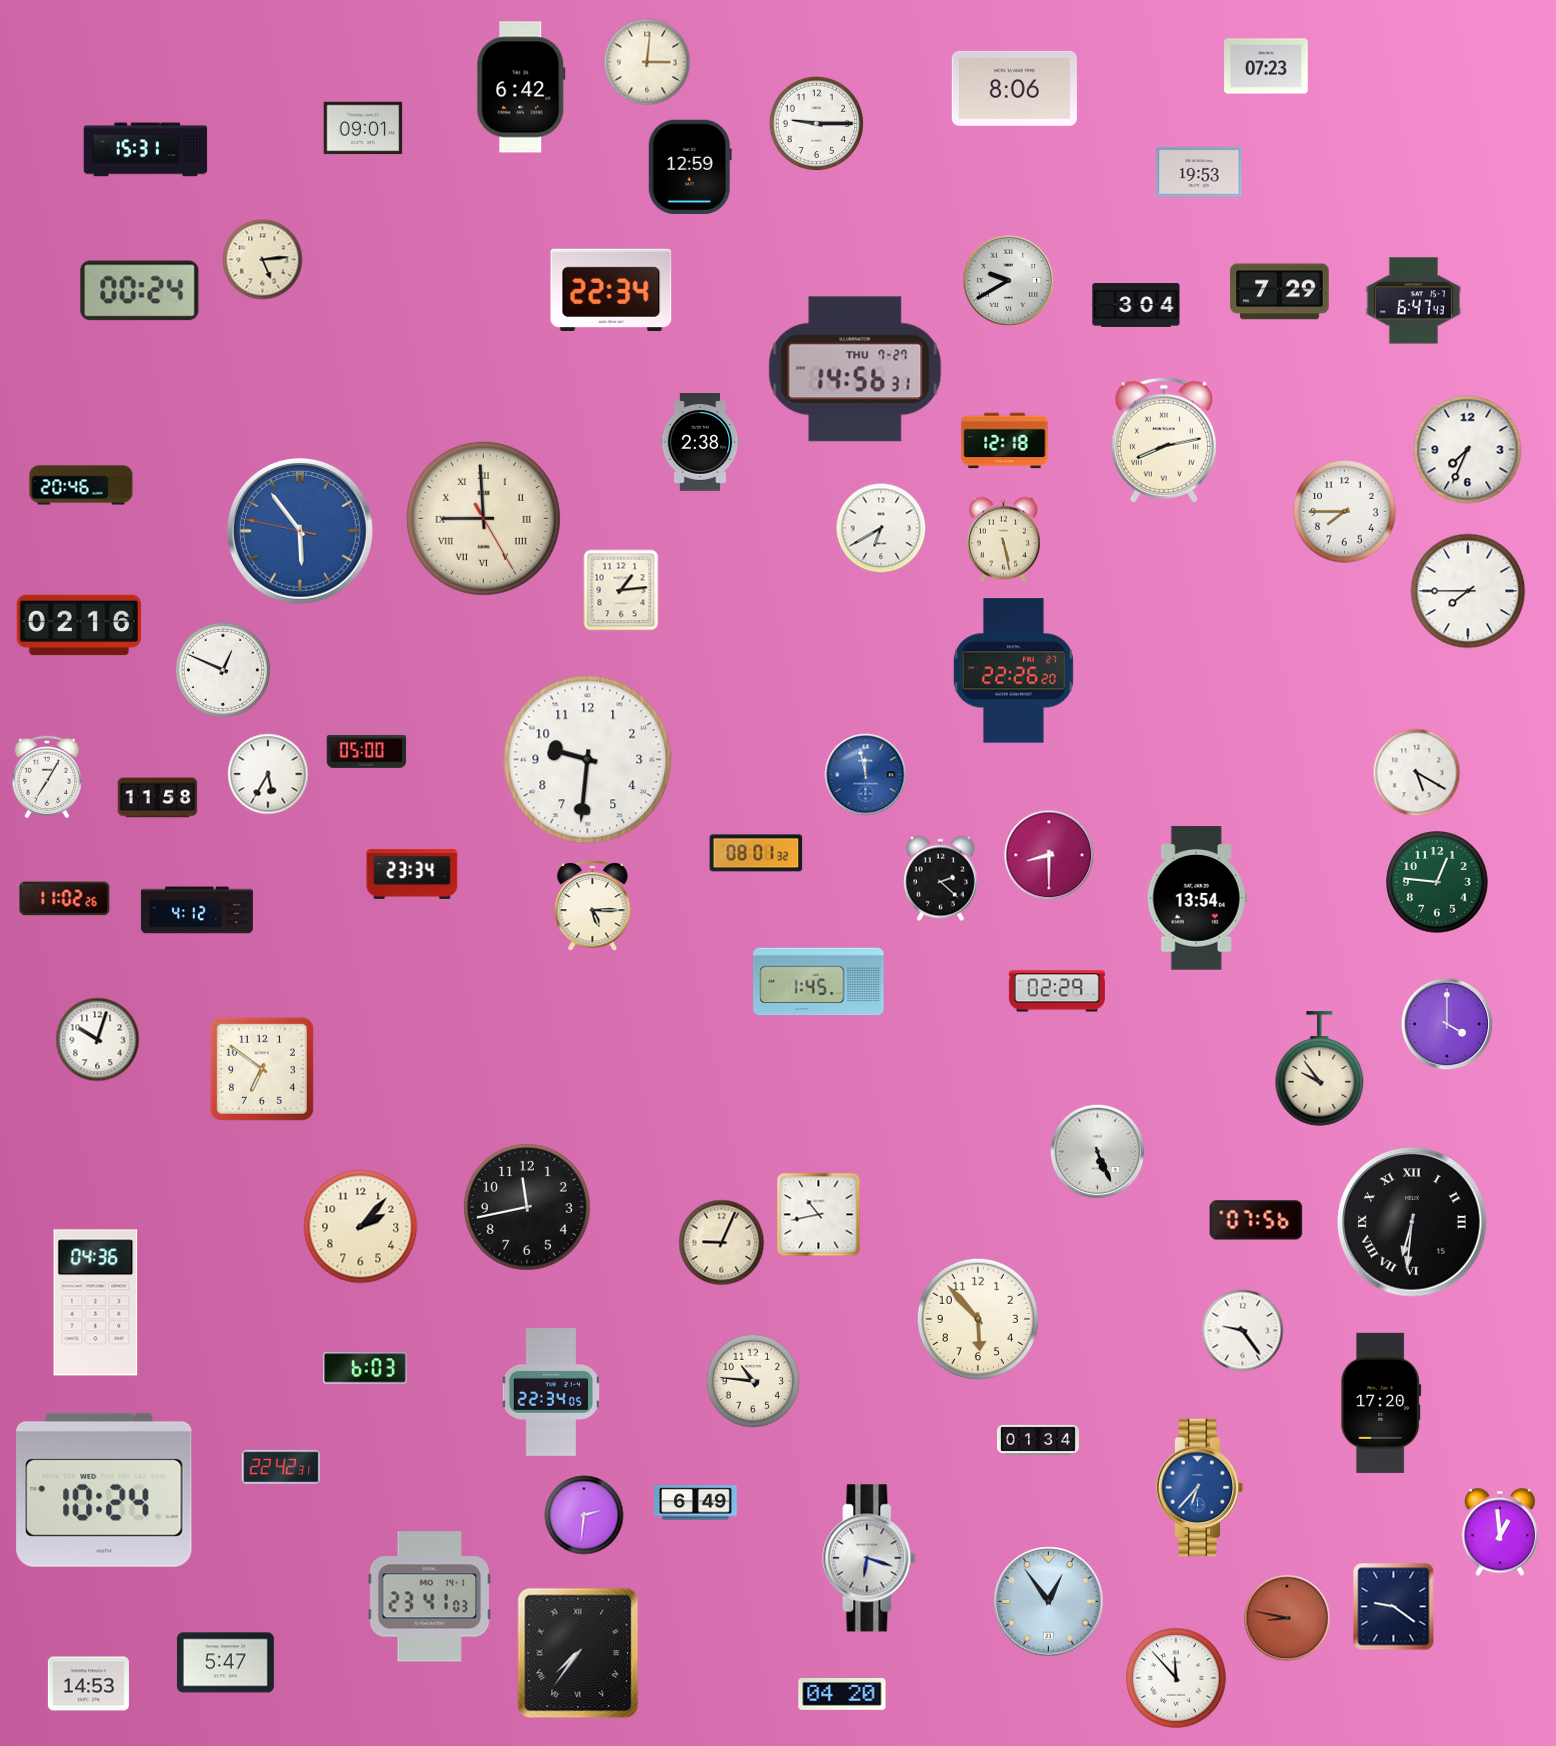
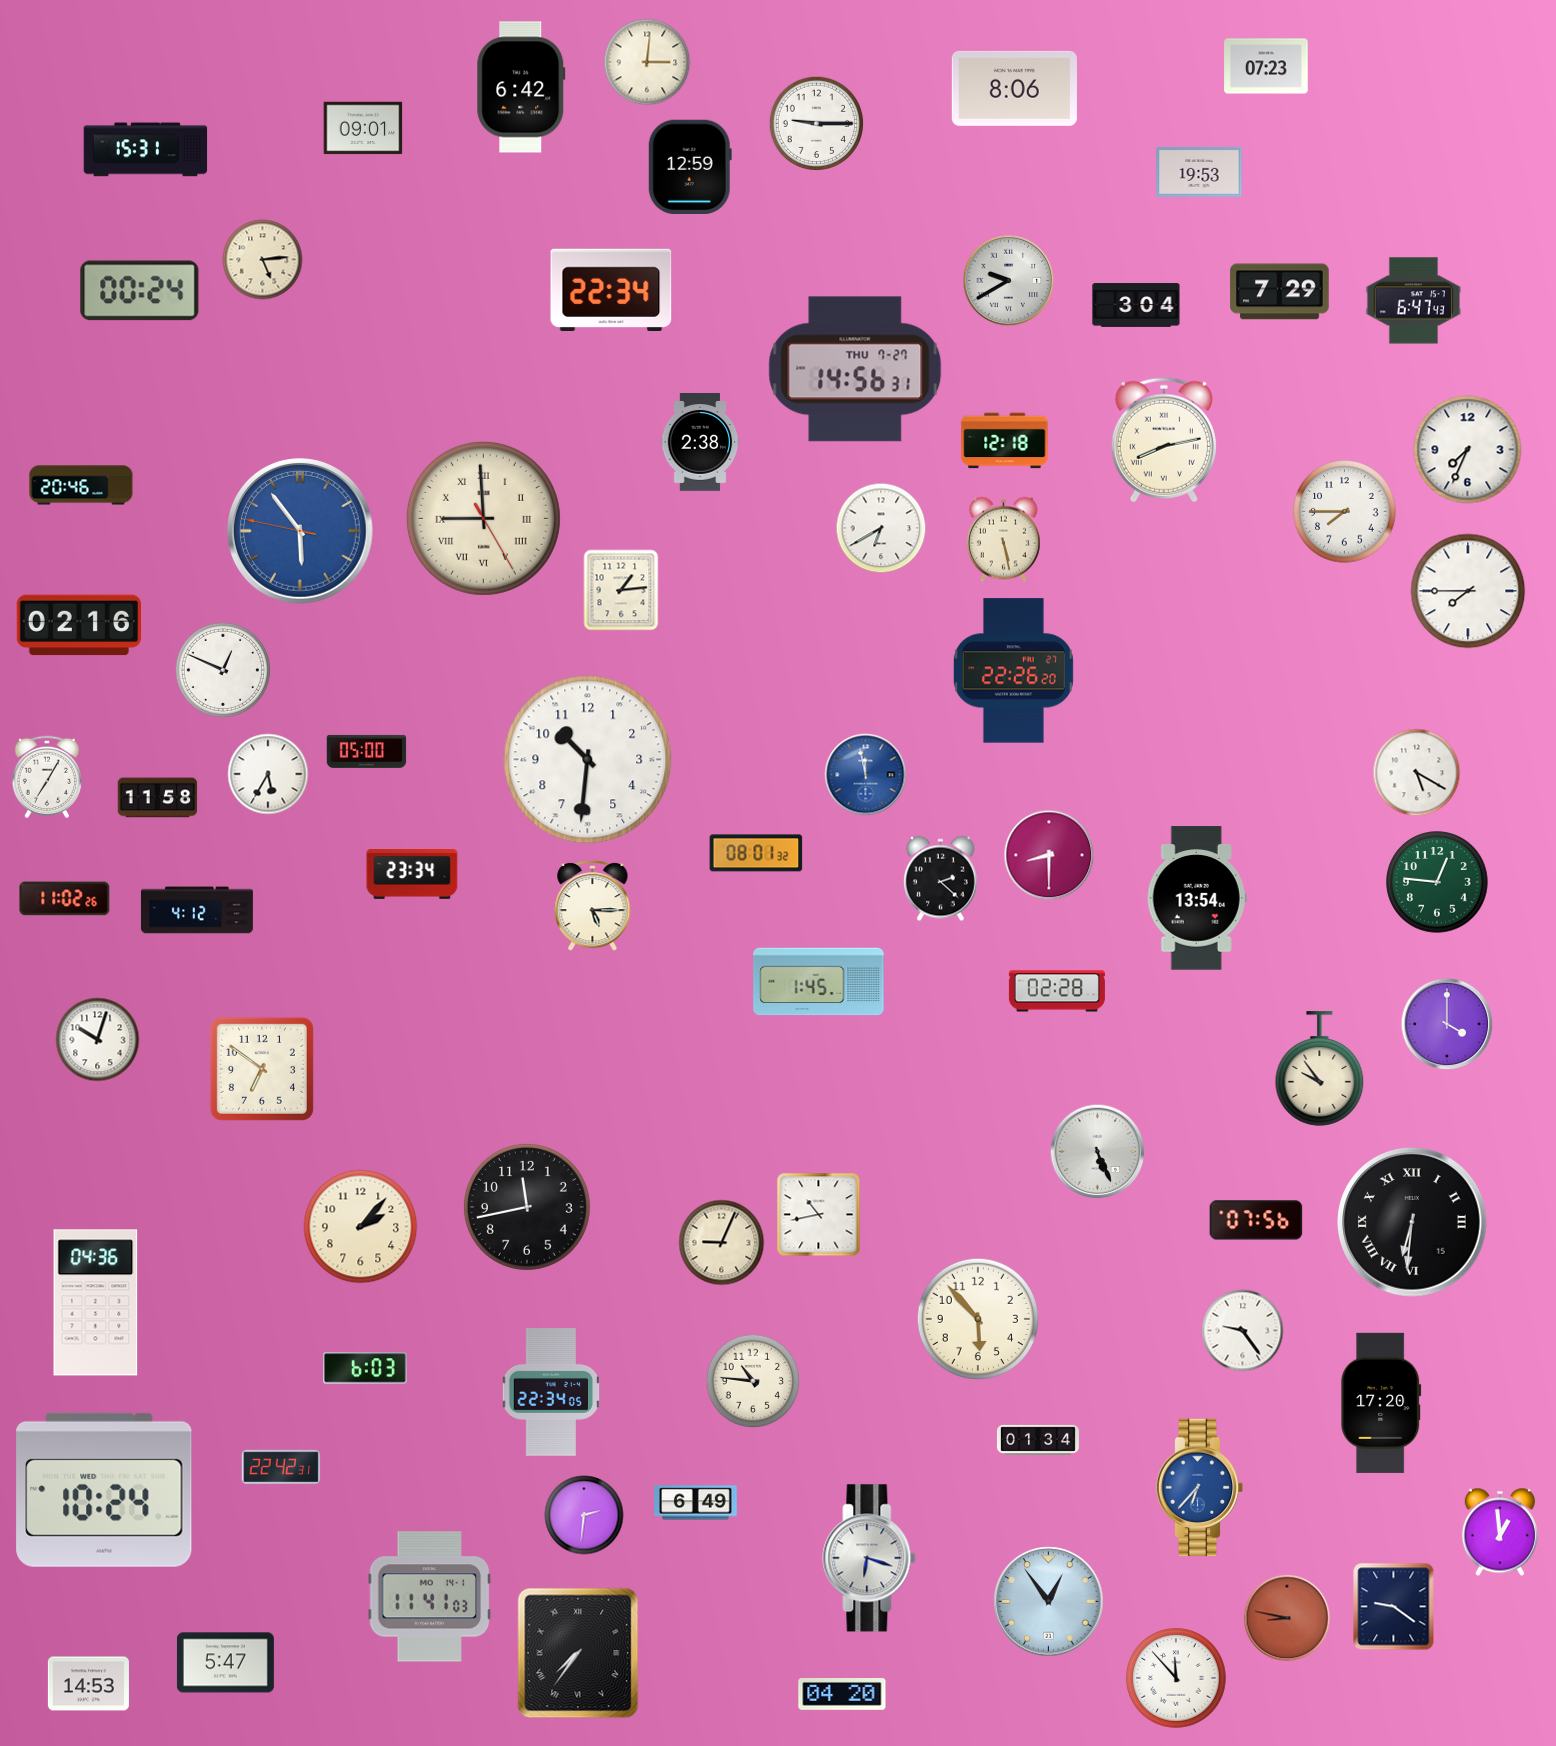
clock at (588, 760): 9:31 -> 10:31
clock at (1057, 991): 02:29 -> 02:28
clock at (430, 1597): 23:41 -> 11:41
